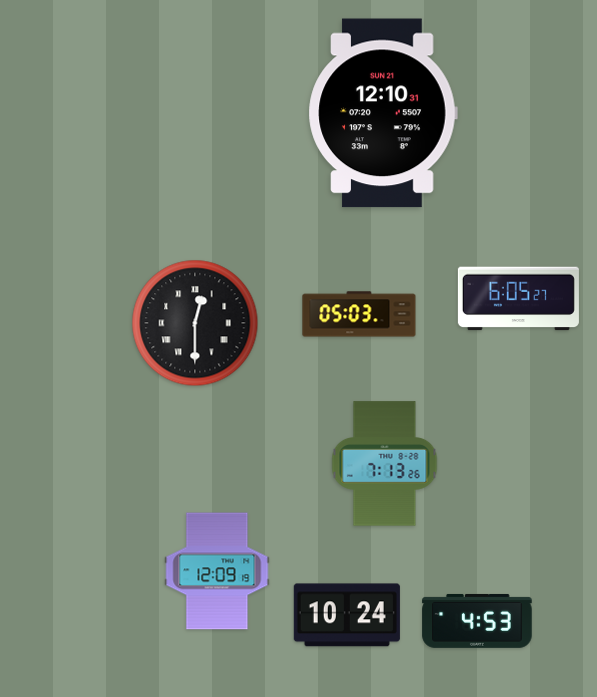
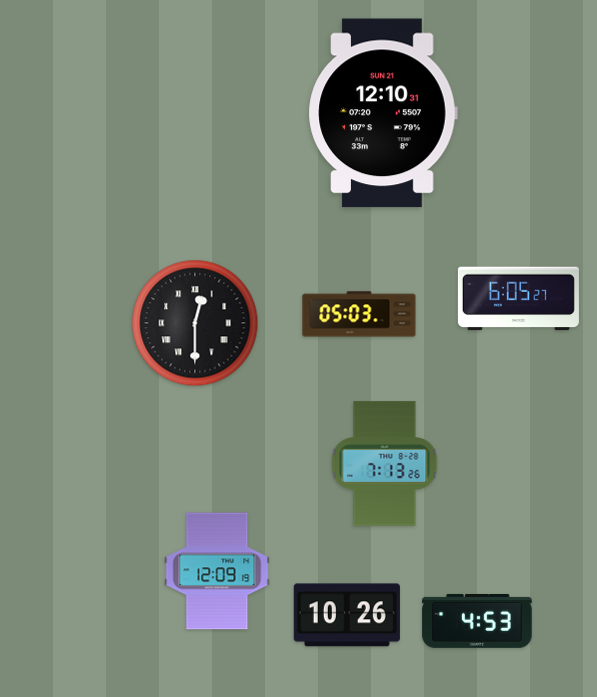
clock at (347, 615): 10:24 -> 10:26
